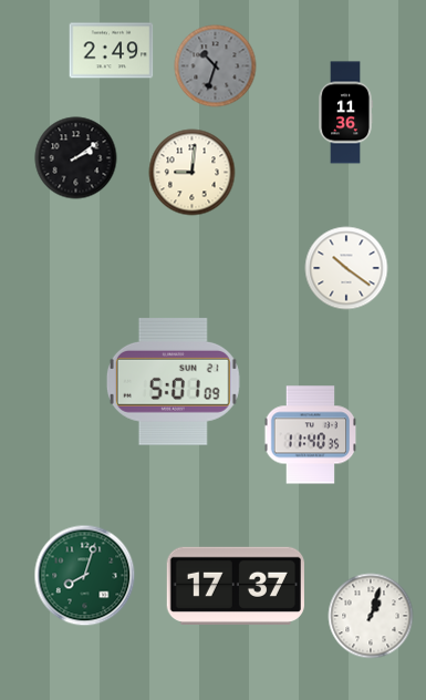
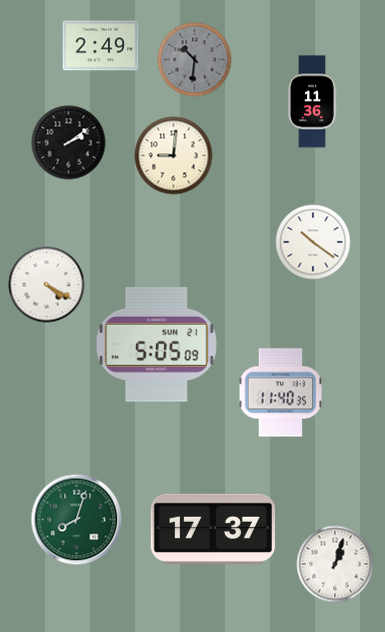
clock at (216, 66): 10:33 -> 10:31
clock at (47, 285): none -> 4:20
clock at (173, 381): 5:01 -> 5:05
clock at (371, 616) position: (371, 616) -> (335, 564)
